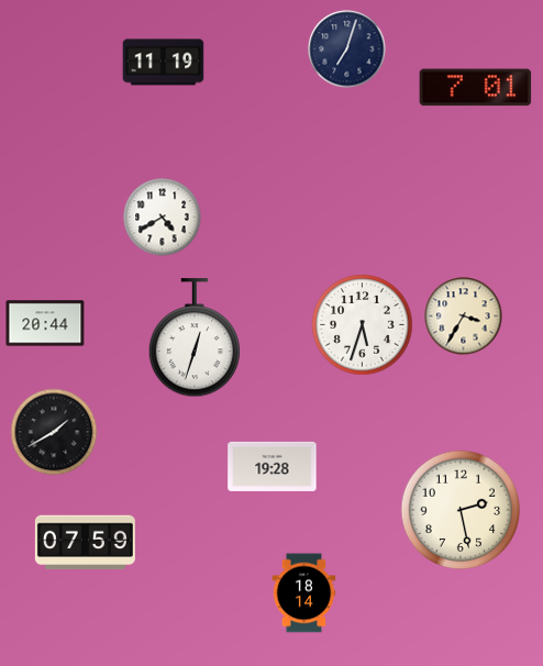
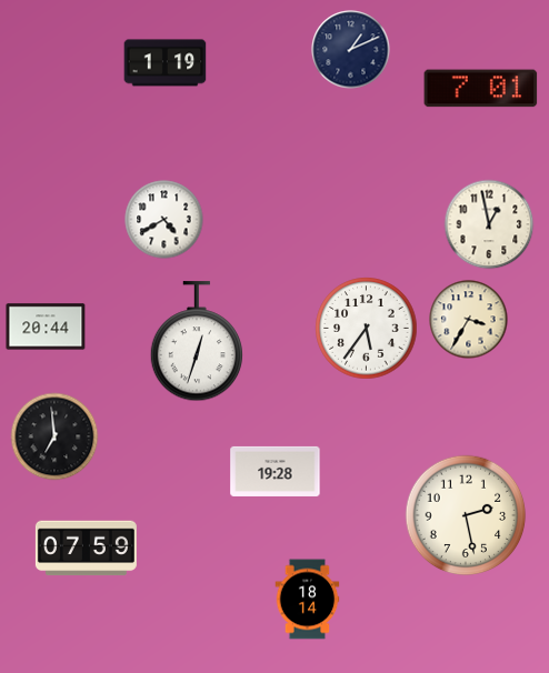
clock at (347, 49): 7:03 -> 1:11
clock at (164, 63): 11:19 -> 1:19
clock at (489, 224): none -> 12:58
clock at (363, 325): 5:33 -> 5:36
clock at (54, 432): 1:40 -> 6:59
